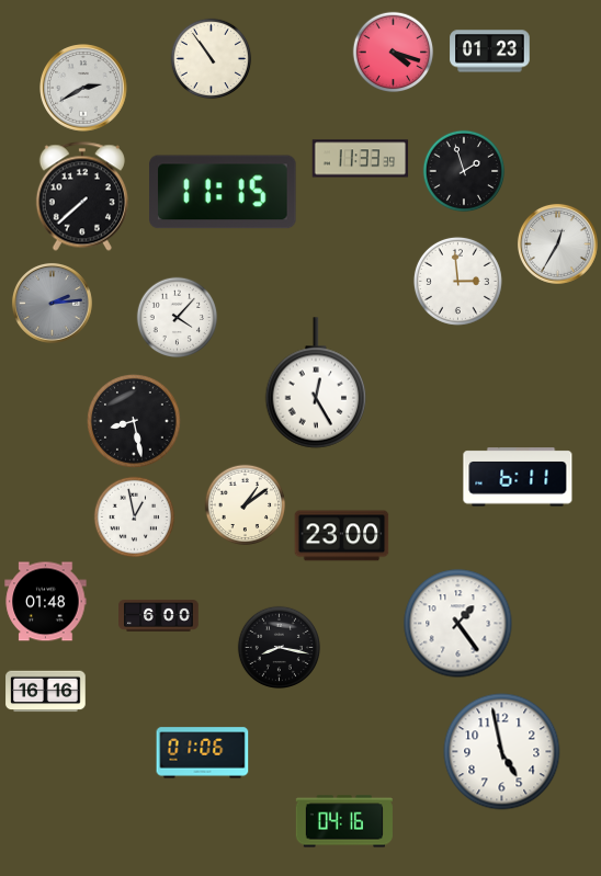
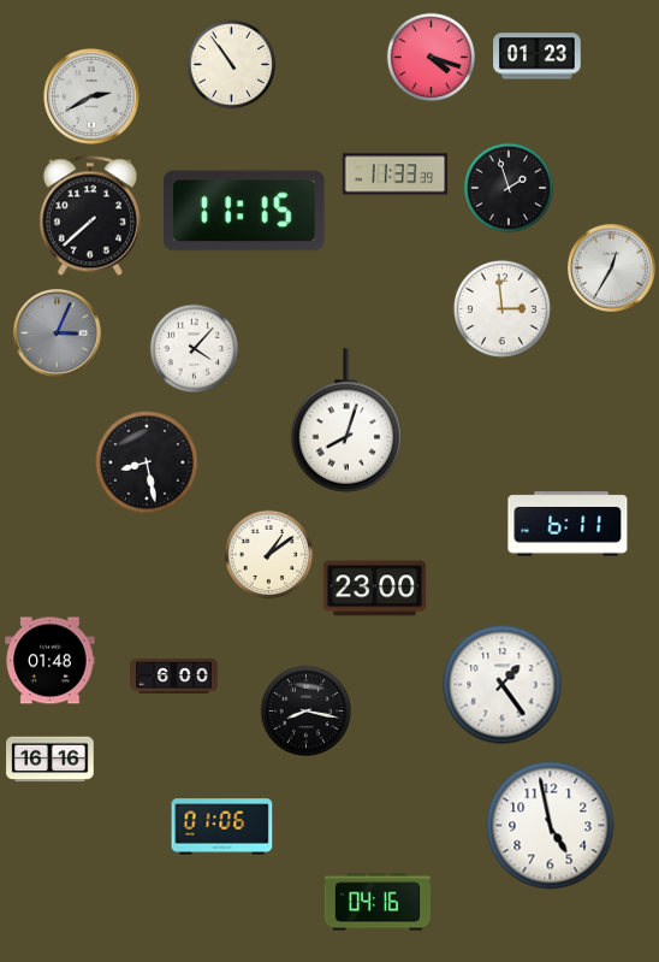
clock at (52, 303): 2:14 -> 3:04
clock at (316, 383): 12:25 -> 8:03
clock at (135, 517): 12:58 -> none
